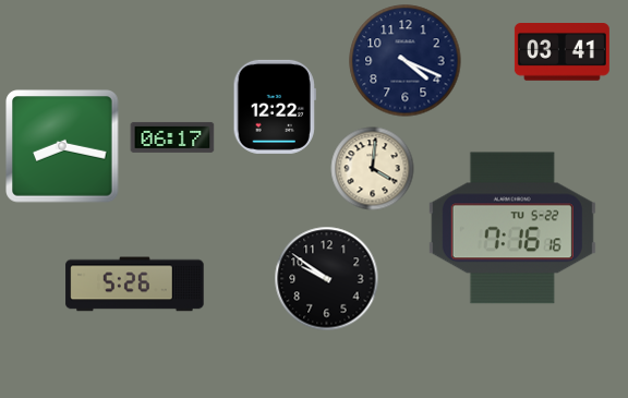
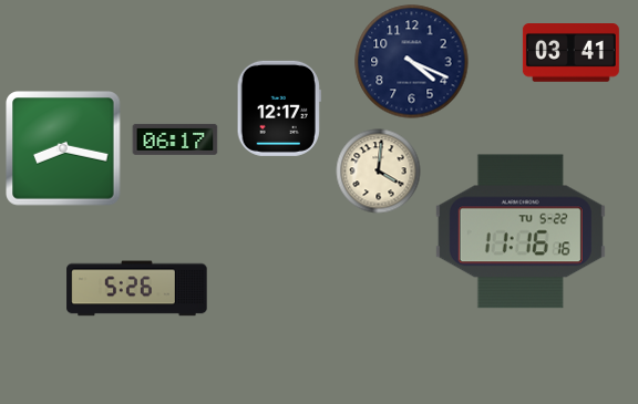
clock at (275, 107): 12:22 -> 12:17
clock at (512, 228): 7:16 -> 11:16
clock at (327, 279): 9:51 -> none
